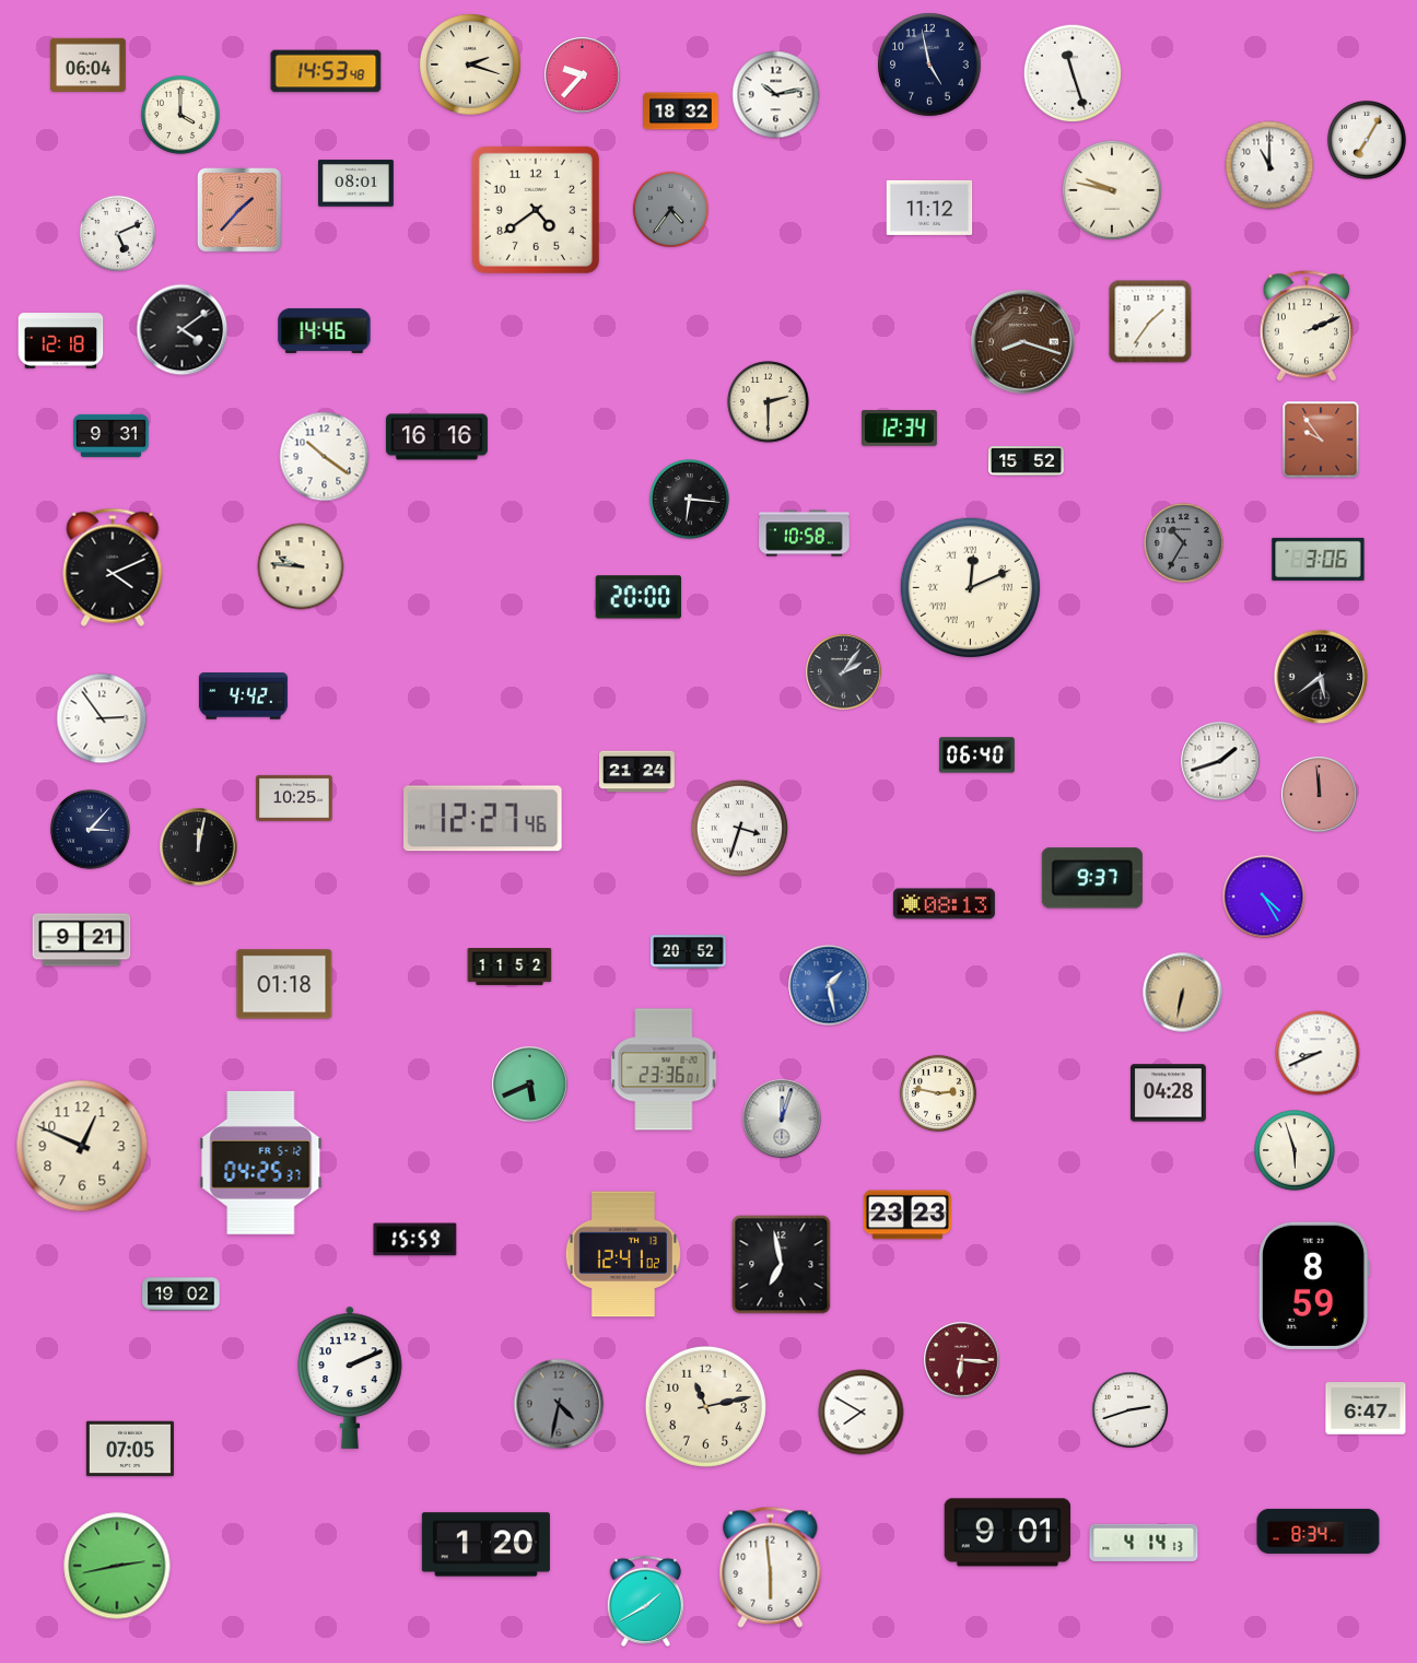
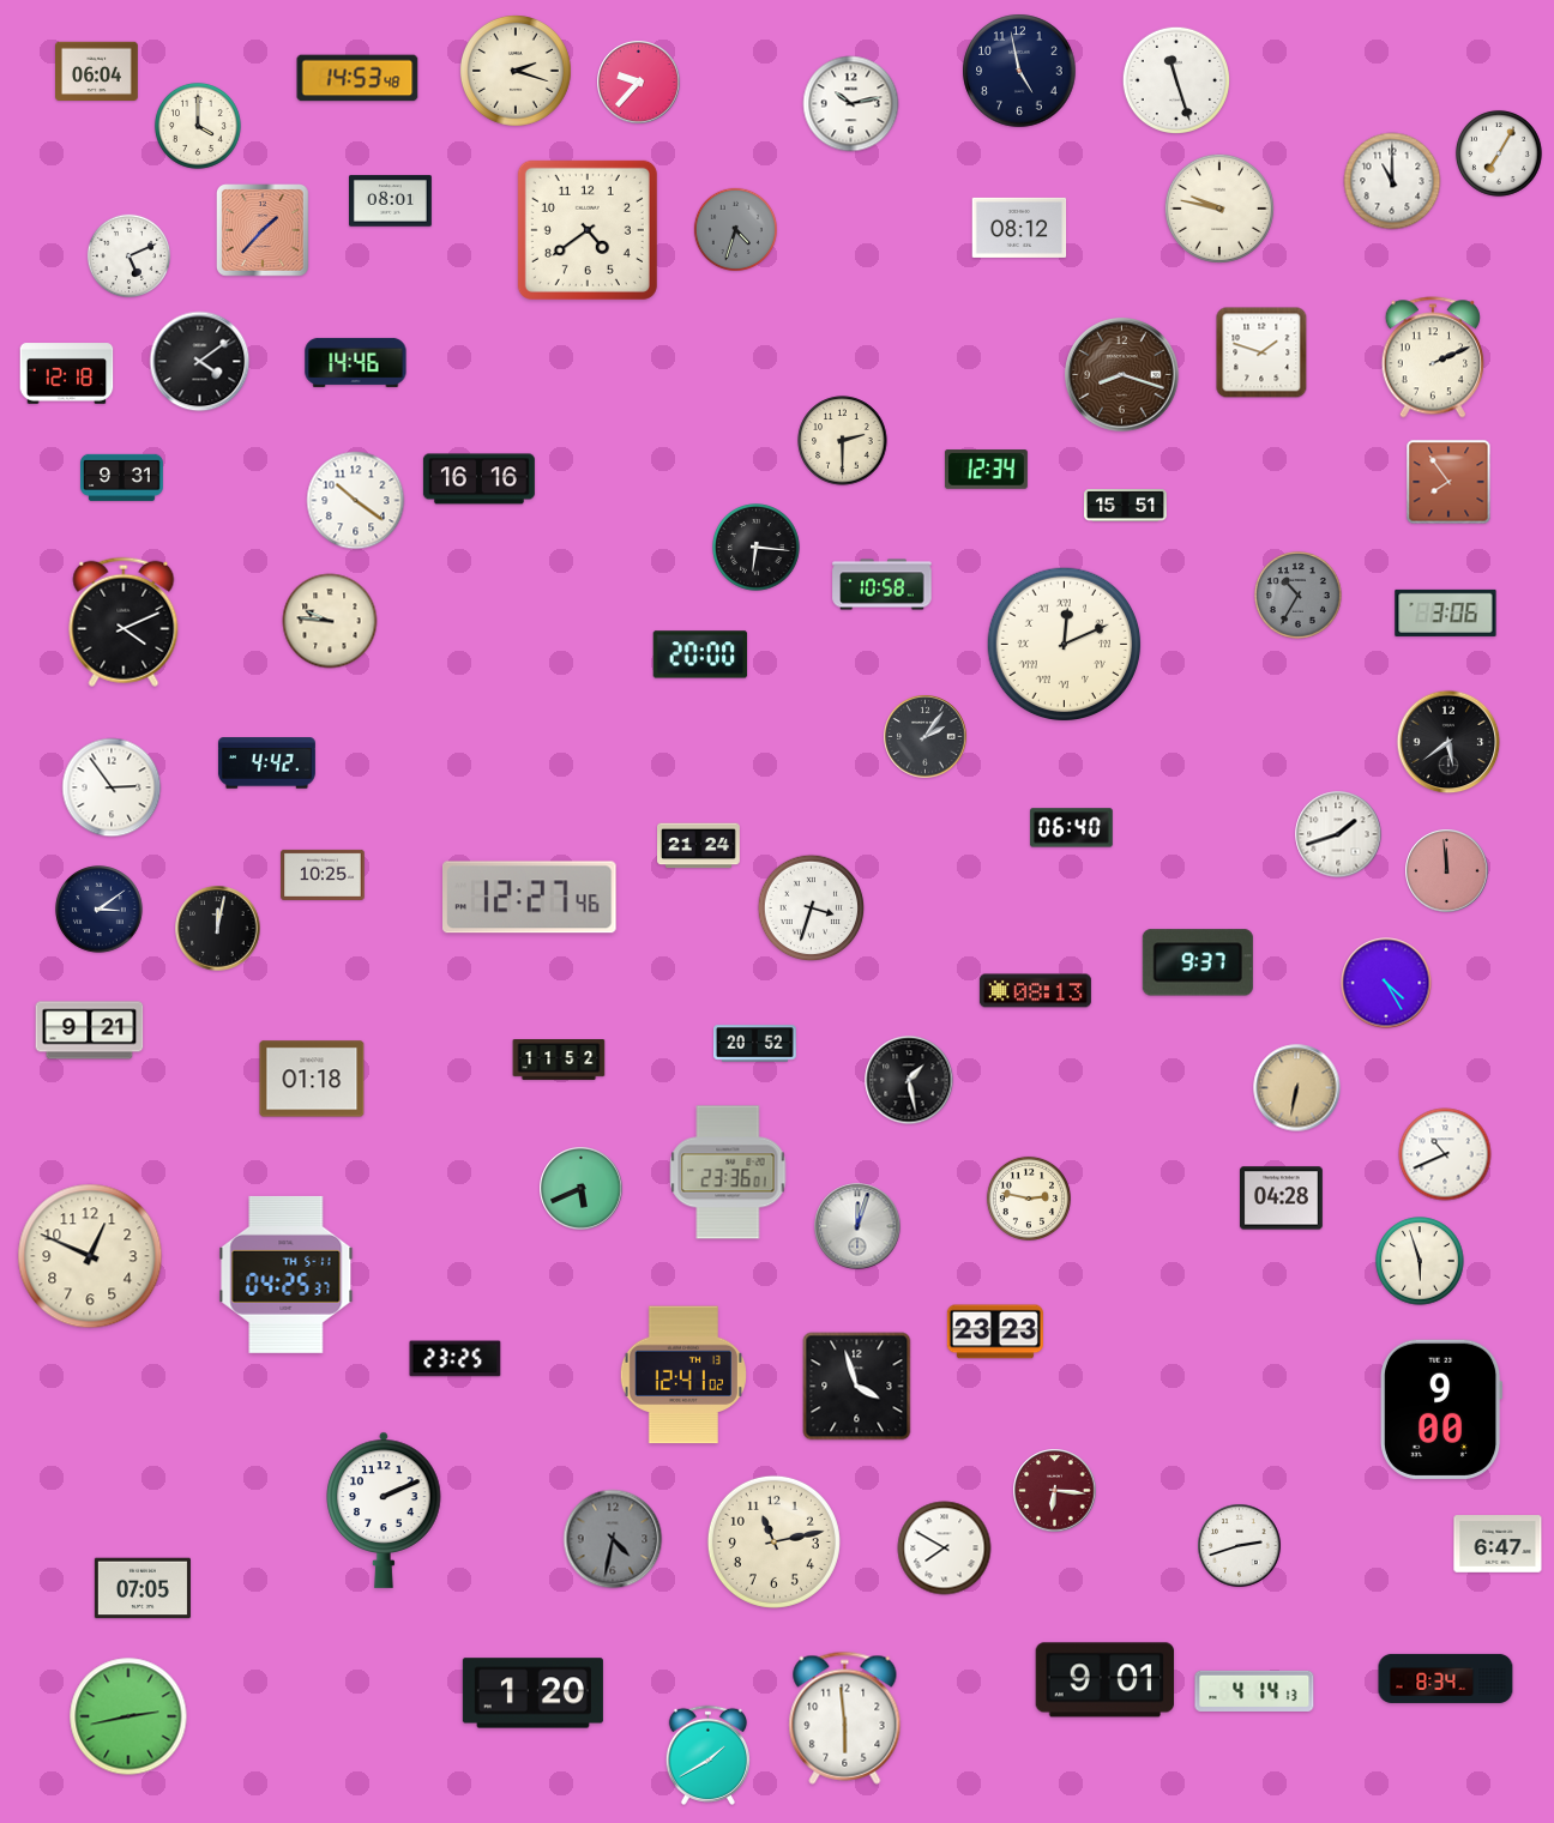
clock at (681, 112): 18:32 -> none
clock at (929, 208): 11:12 -> 08:12
clock at (670, 209): 4:36 -> 4:33
clock at (1150, 321): 1:36 -> 1:48
clock at (1321, 440): 9:54 -> 7:54
clock at (1027, 461): 15:52 -> 15:51
clock at (91, 830): 3:07 -> 3:09
clock at (829, 985) dial: blue -> black
clock at (1318, 1053): 8:41 -> 10:41
clock at (261, 1162) date: FR 5-12 -> TH 5-11
clock at (415, 1240): 15:59 -> 23:25
clock at (782, 1265): 6:58 -> 3:57
clock at (1315, 1286): 8:59 -> 9:00
clock at (181, 1295): 19:02 -> none
